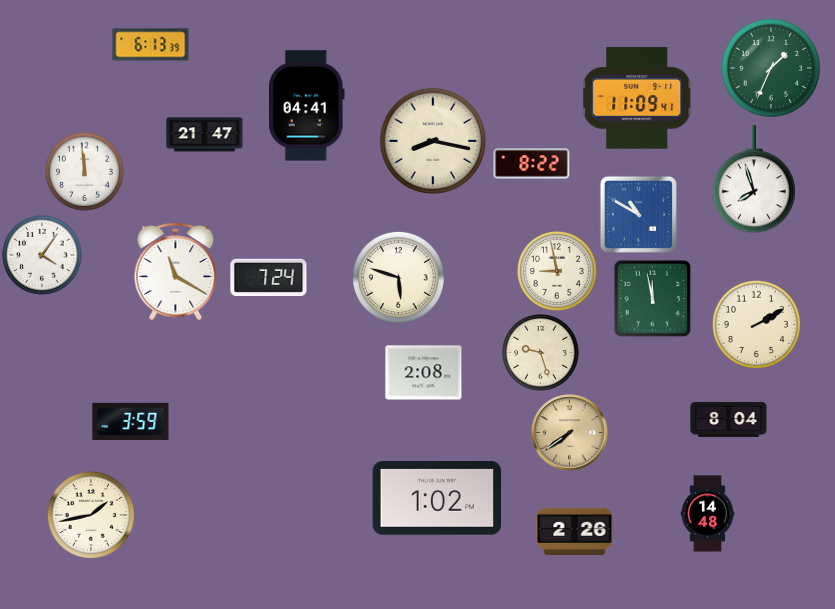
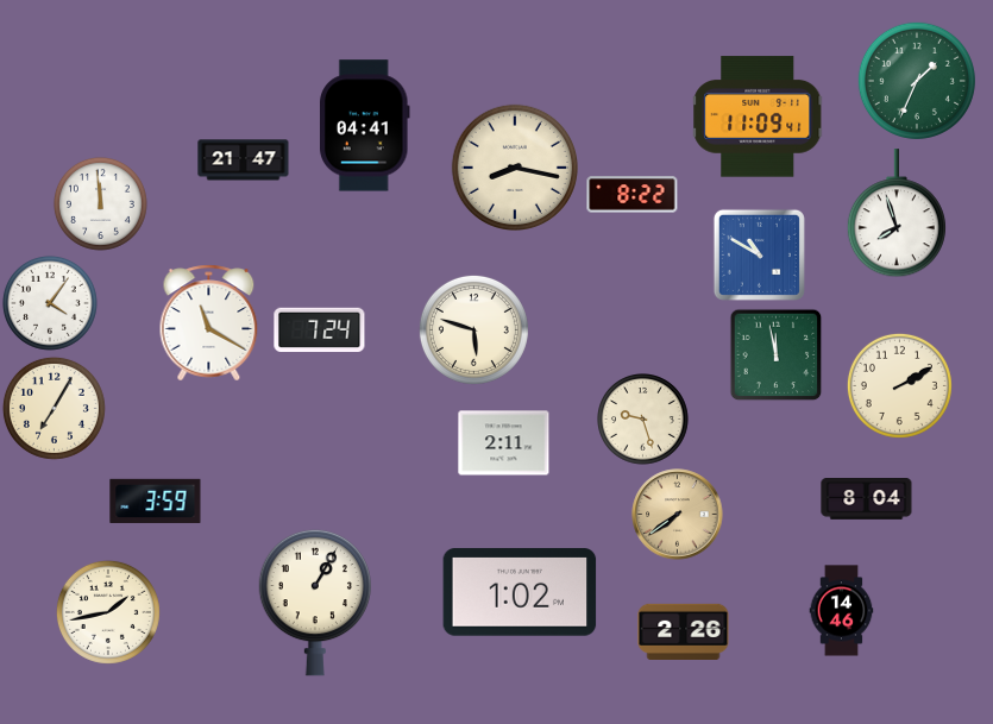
clock at (151, 45): 6:13 -> none
clock at (557, 271): 8:58 -> none
clock at (54, 408): none -> 7:05
clock at (424, 373): 2:08 -> 2:11
clock at (314, 603): none -> 1:05
clock at (708, 514): 14:48 -> 14:46
